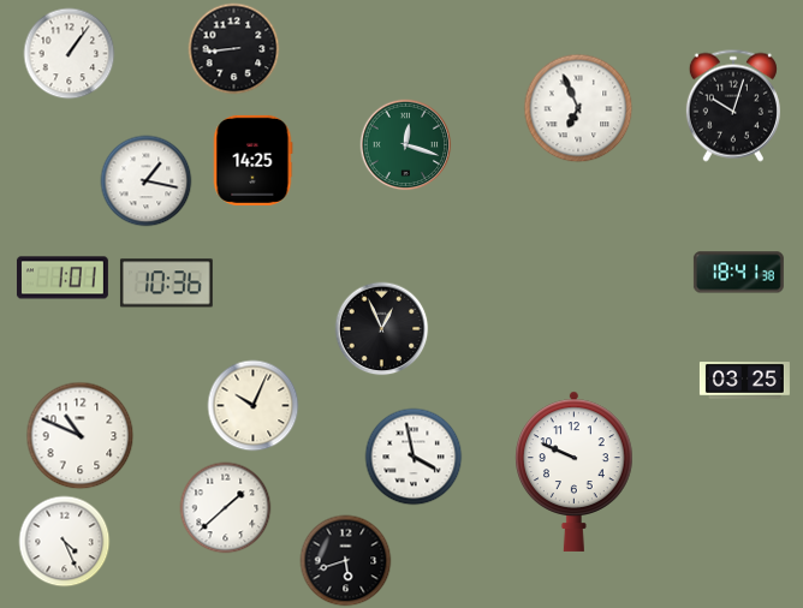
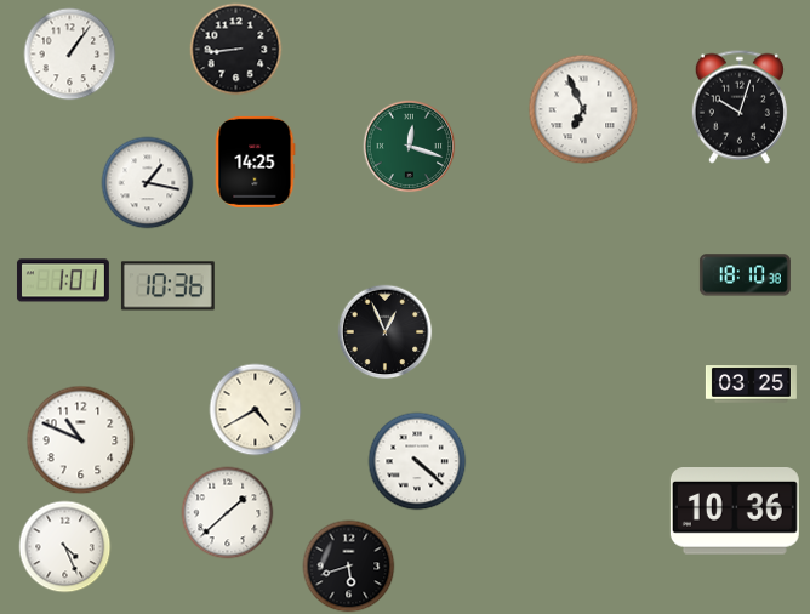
clock at (738, 273): 18:41 -> 18:10
clock at (254, 406): 10:04 -> 4:40
clock at (414, 457): 3:58 -> 4:22
clock at (575, 471): 9:49 -> none
clock at (735, 512): none -> 10:36
